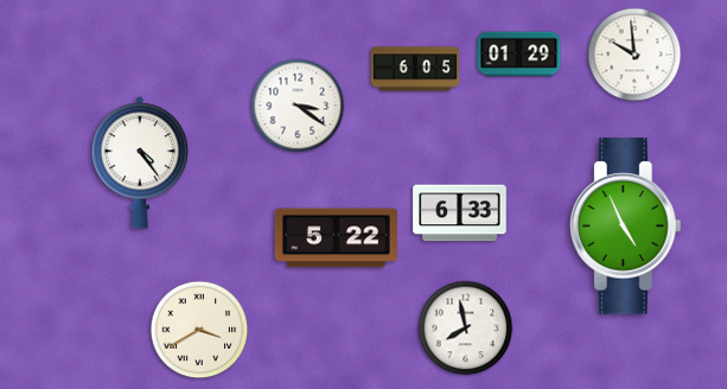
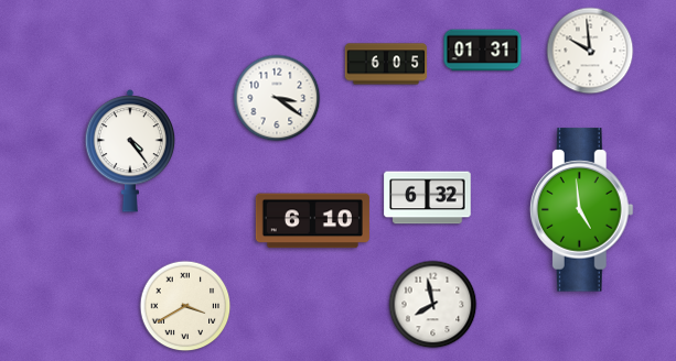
clock at (519, 55): 01:29 -> 01:31
clock at (460, 213): 6:33 -> 6:32
clock at (625, 227): 4:56 -> 4:59
clock at (336, 238): 5:22 -> 6:10
